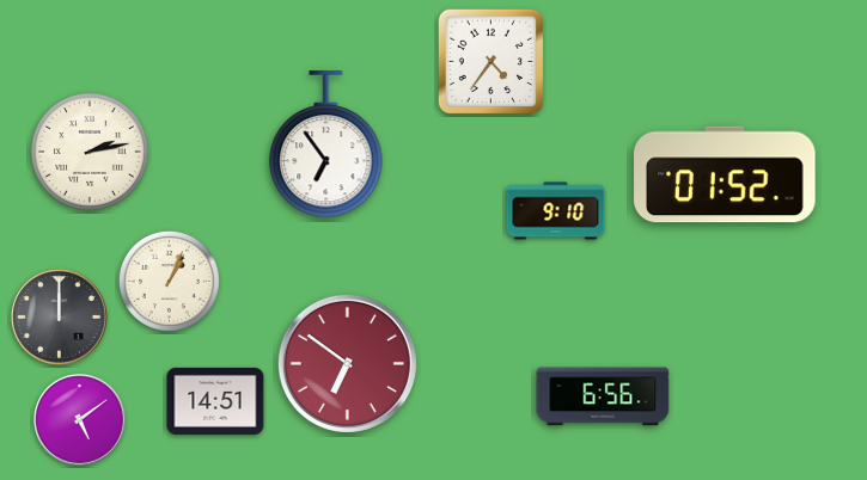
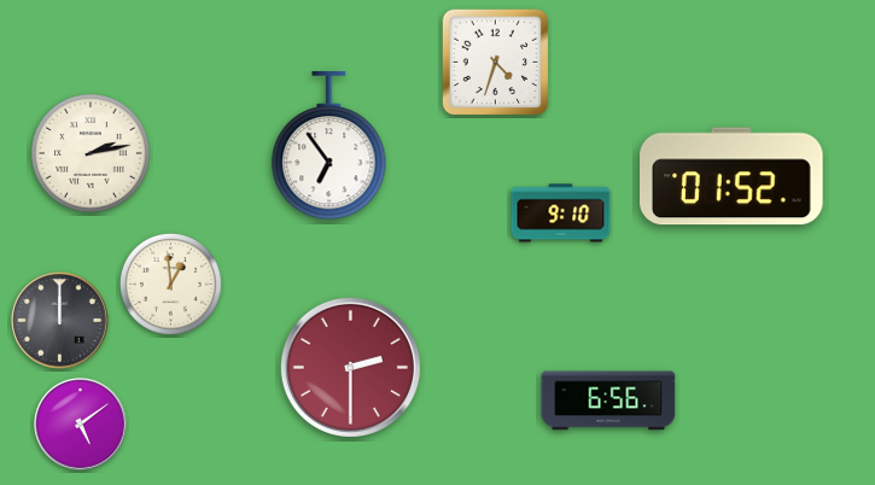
clock at (491, 62): 4:36 -> 4:33
clock at (169, 281): 1:04 -> 12:59
clock at (347, 363): 6:51 -> 2:30
clock at (215, 401): 14:51 -> none
